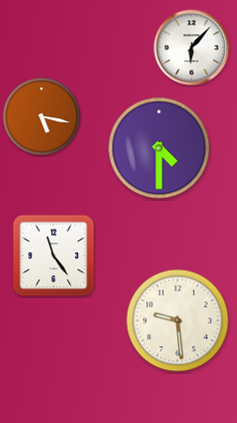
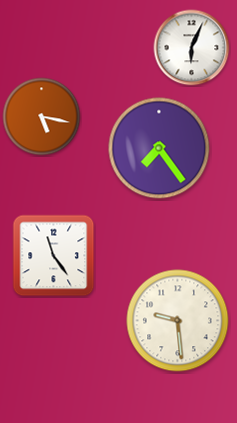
clock at (192, 48): 6:07 -> 6:04
clock at (159, 148): 4:30 -> 7:24
